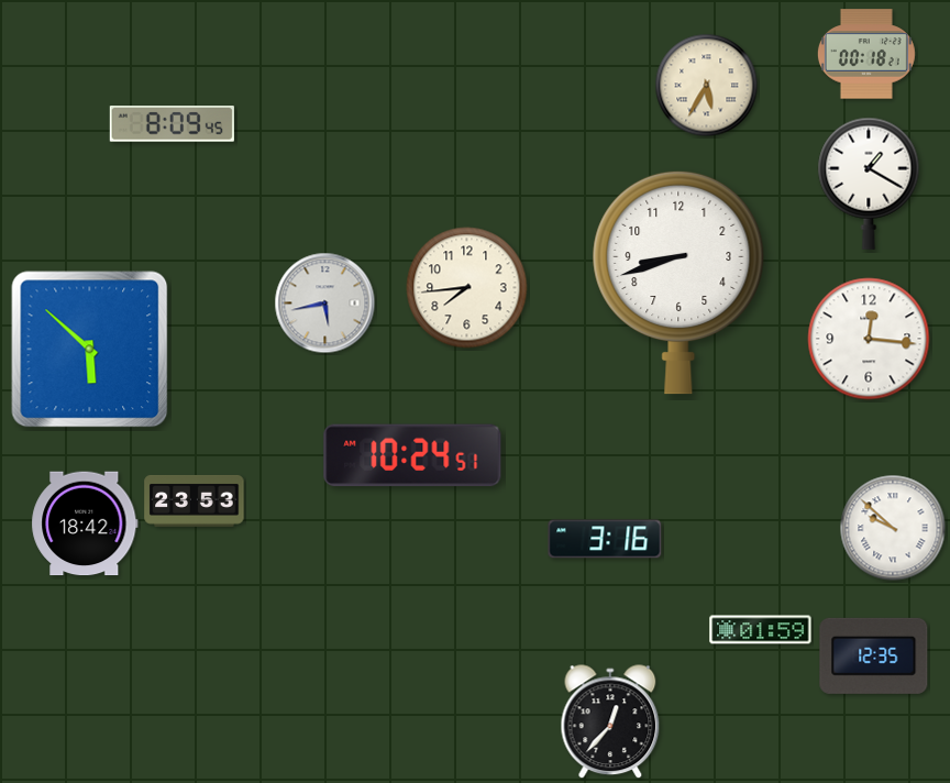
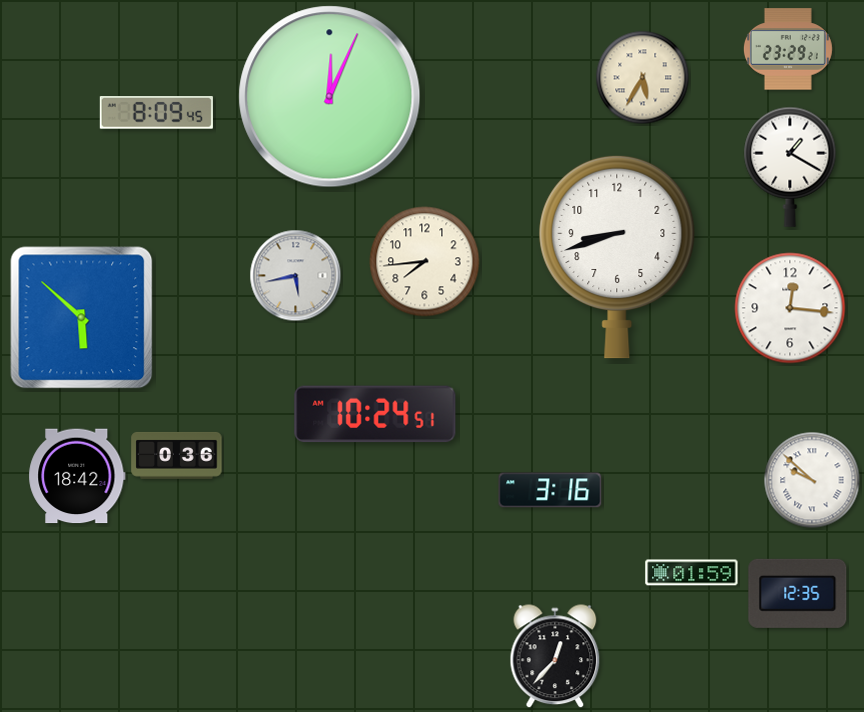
clock at (866, 54): 00:18 -> 23:29
clock at (330, 97): none -> 12:04
clock at (195, 500): 23:53 -> 0:36
clock at (874, 655) position: (874, 655) -> (798, 593)
